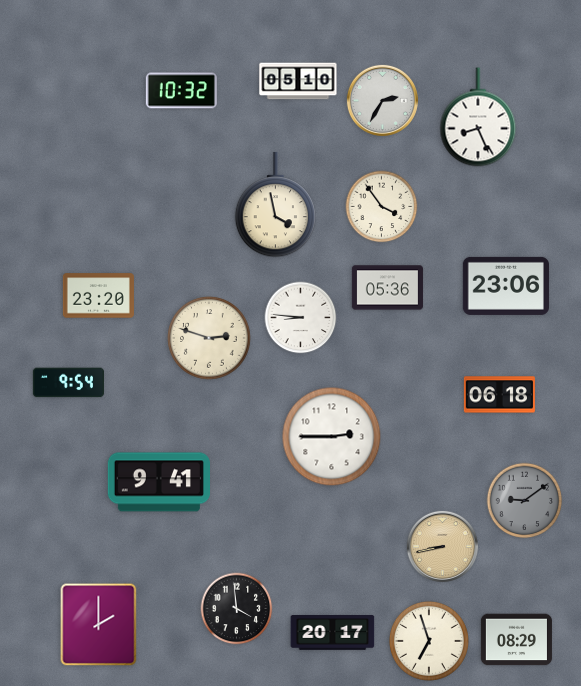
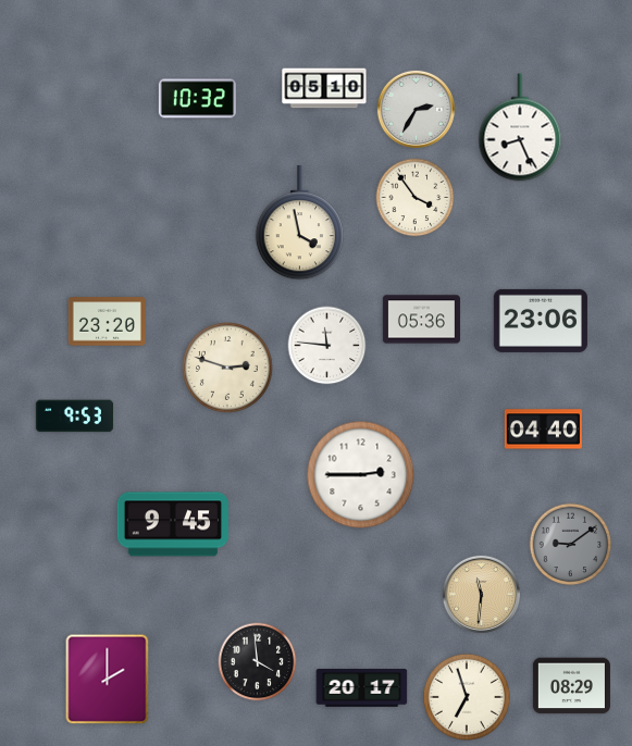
clock at (382, 207) position: (382, 207) -> (416, 198)
clock at (506, 286) position: (506, 286) -> (541, 321)
clock at (387, 288) position: (387, 288) -> (421, 320)
clock at (301, 318): 8:46 -> 11:46
clock at (68, 383): 9:54 -> 9:53
clock at (499, 395): 06:18 -> 04:40
clock at (158, 482): 9:41 -> 9:45
clock at (442, 546): 8:43 -> 11:31
clock at (516, 640) position: (516, 640) -> (571, 686)
